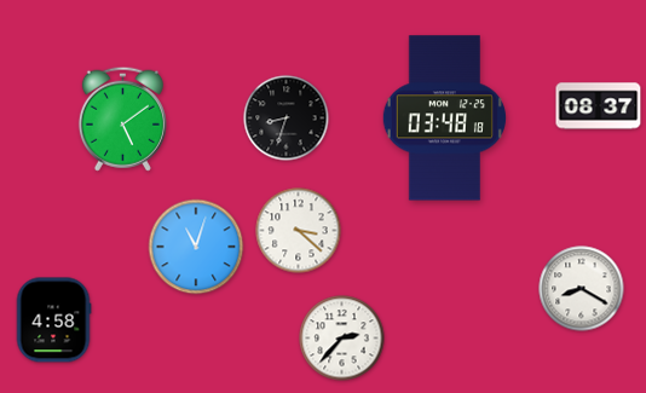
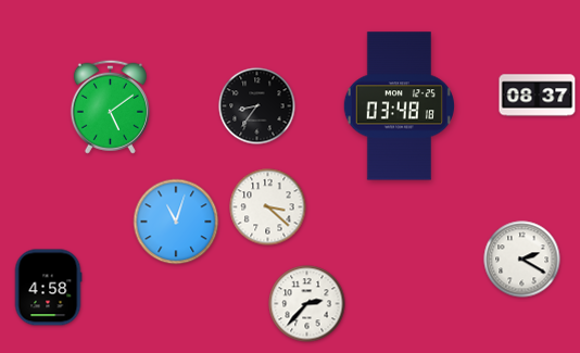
clock at (287, 119): 8:33 -> 8:36
clock at (582, 289): 8:20 -> 2:20
